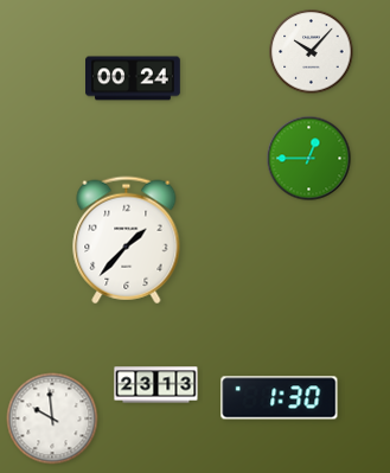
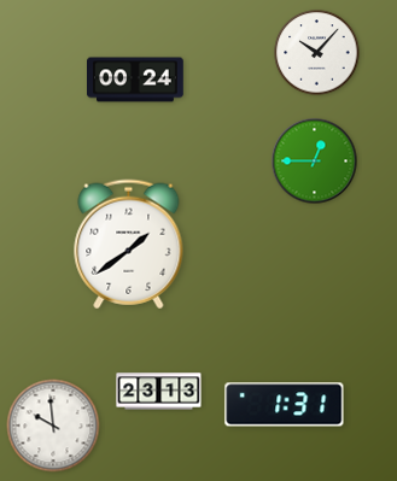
clock at (127, 241): 1:37 -> 1:39
clock at (280, 398): 1:30 -> 1:31
